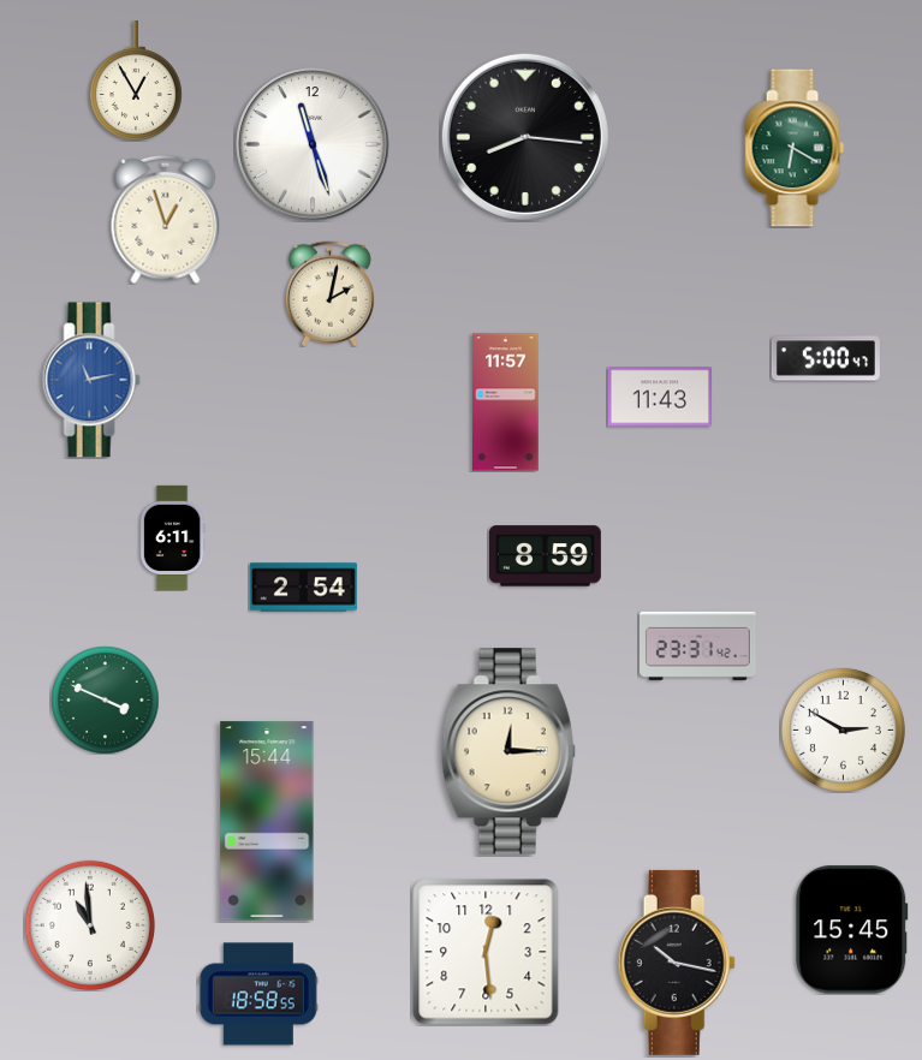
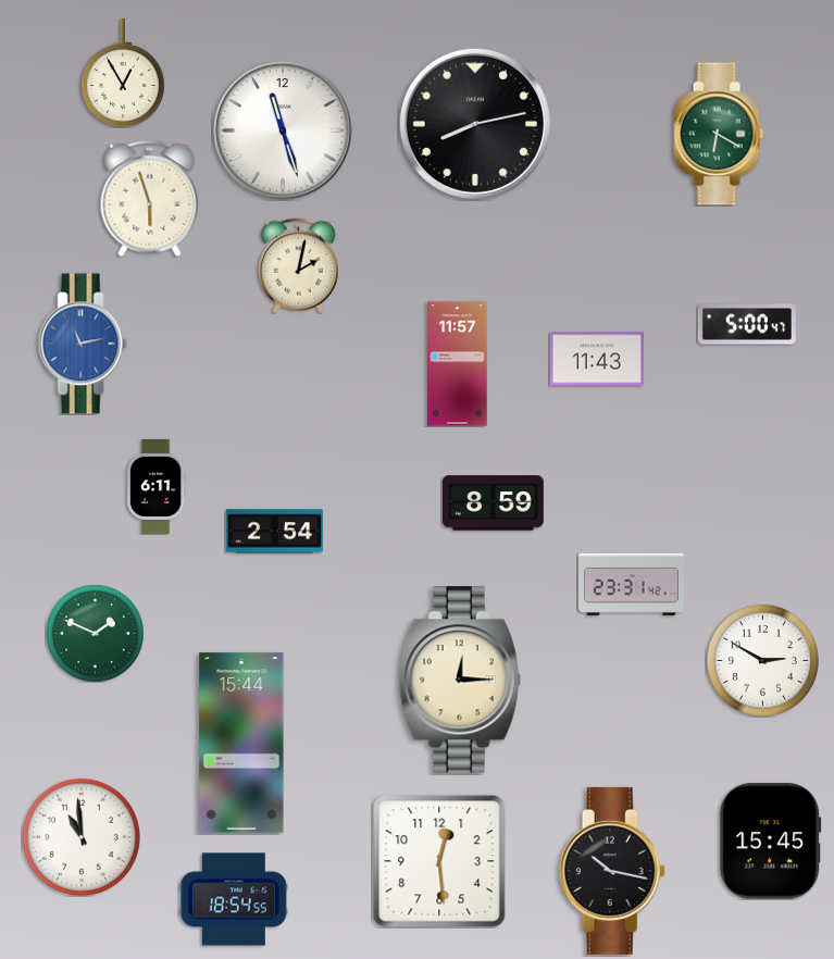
clock at (525, 137): 8:16 -> 8:13
clock at (166, 219): 12:57 -> 5:57
clock at (105, 699): 3:49 -> 1:49
clock at (258, 994): 18:58 -> 18:54
